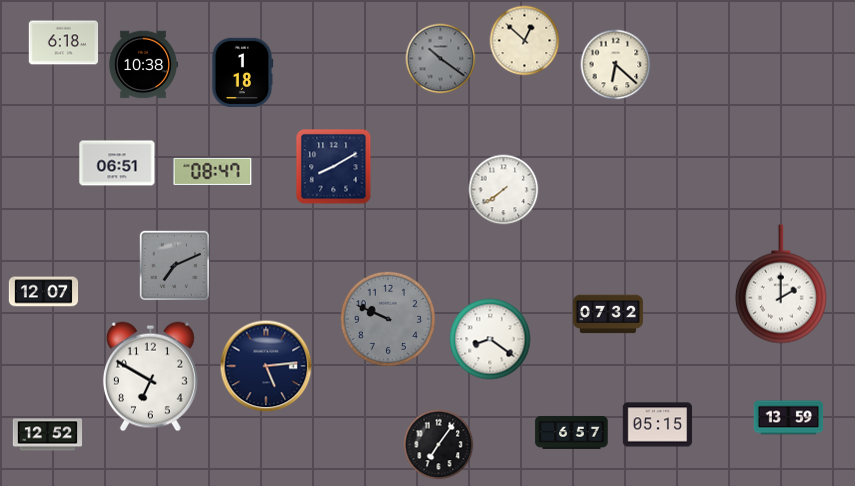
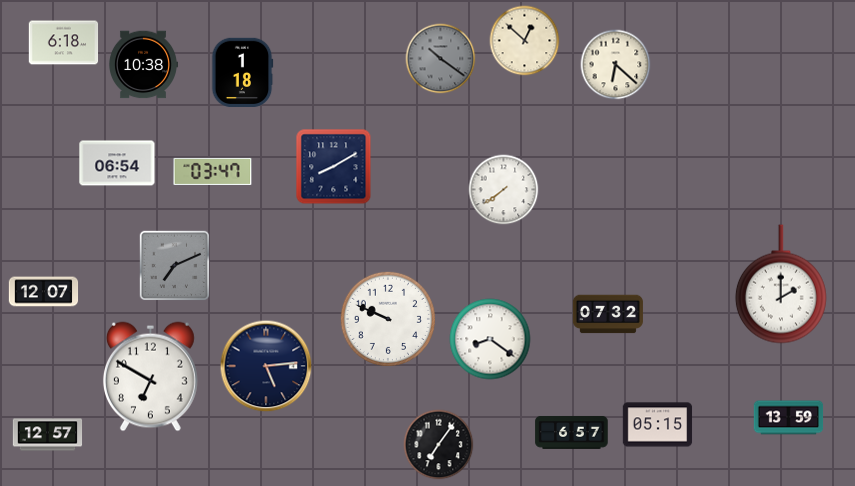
clock at (117, 163): 06:51 -> 06:54
clock at (213, 171): 08:47 -> 03:47
clock at (388, 319) dial: grey -> white
clock at (48, 435): 12:52 -> 12:57
